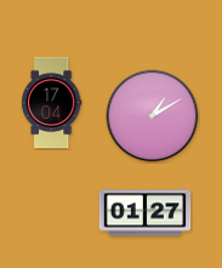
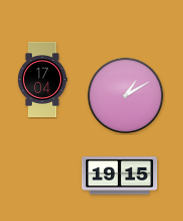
clock at (51, 103) position: (51, 103) -> (42, 80)
clock at (146, 213): 01:27 -> 19:15
